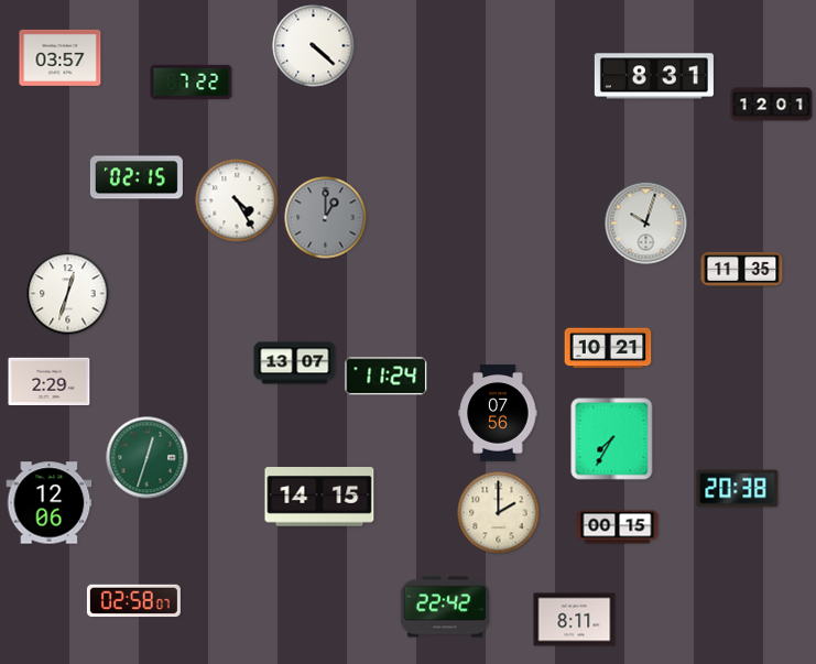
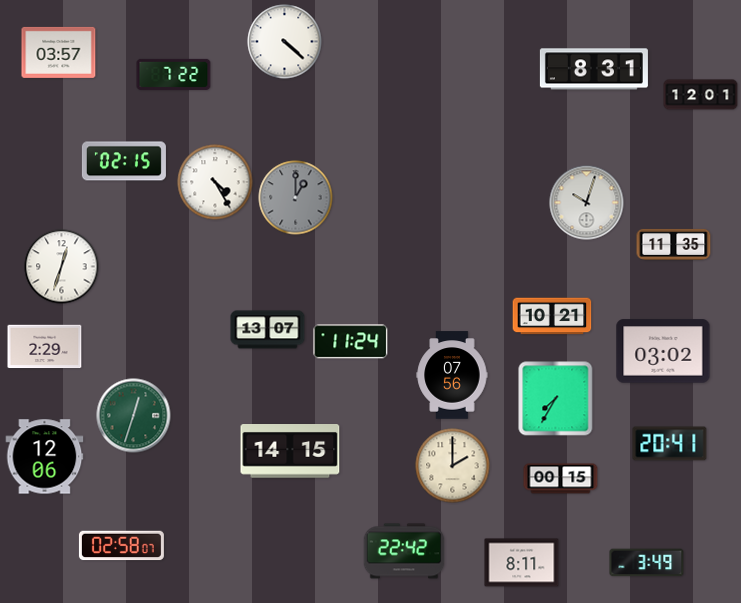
clock at (61, 57) position: (61, 57) -> (59, 52)
clock at (663, 351): none -> 03:02
clock at (738, 489): 20:38 -> 20:41
clock at (647, 563): none -> 3:49
